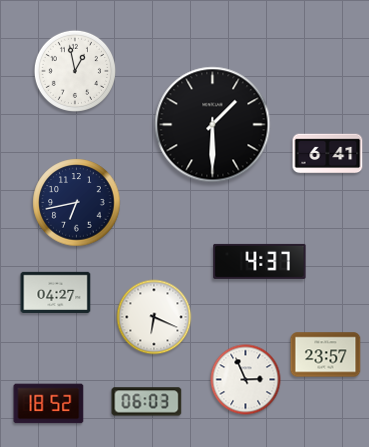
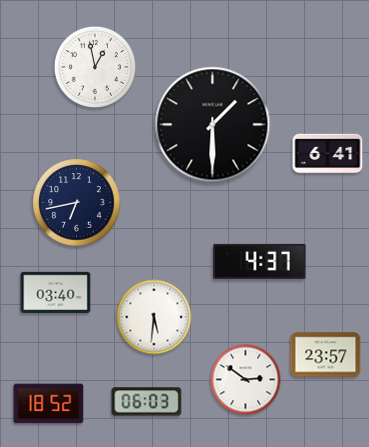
clock at (75, 71) position: (75, 71) -> (95, 67)
clock at (56, 292): 04:27 -> 03:40
clock at (154, 317): 6:19 -> 5:31
clock at (246, 380): 2:56 -> 2:51
